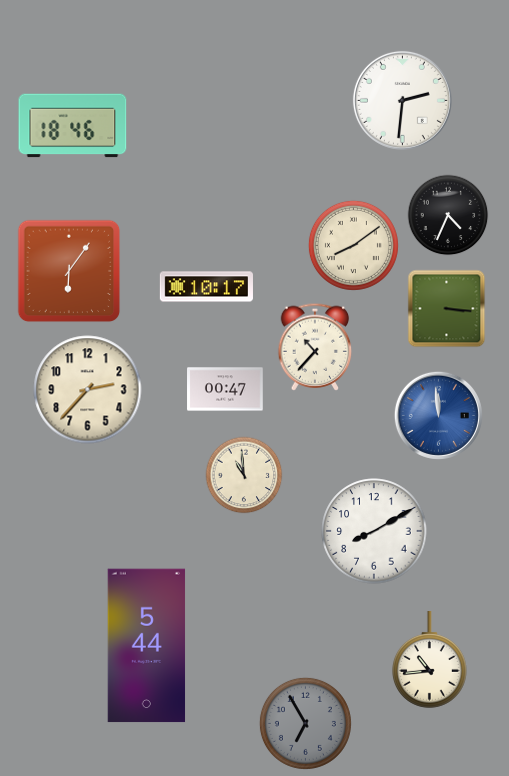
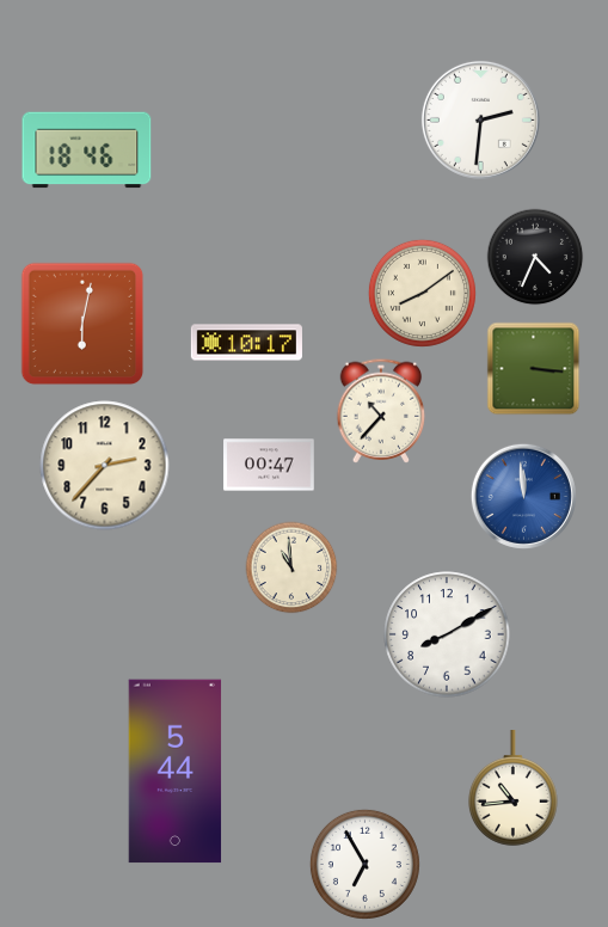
clock at (69, 271): 6:06 -> 6:02
clock at (315, 347) position: (315, 347) -> (381, 411)
clock at (305, 723) dial: grey -> white
